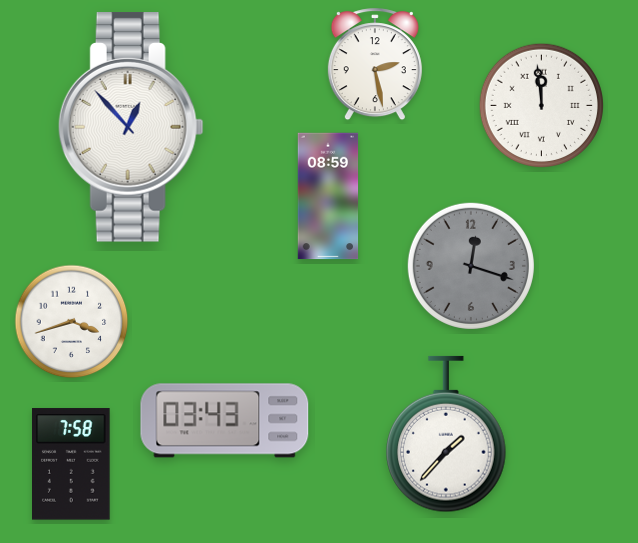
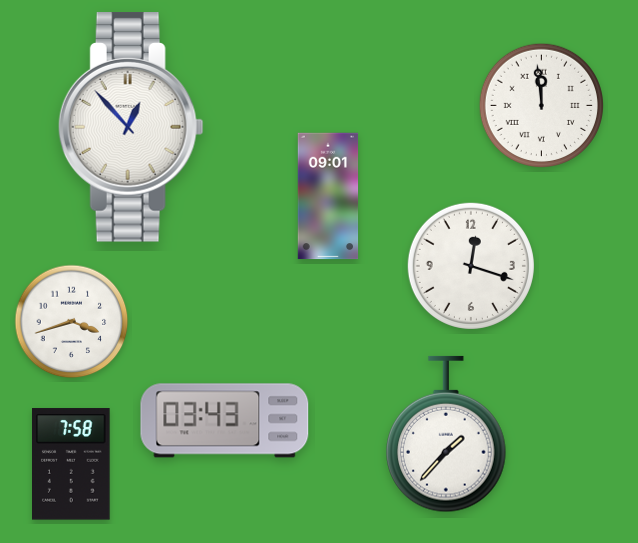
clock at (375, 65): 2:28 -> none
clock at (328, 196): 08:59 -> 09:01
clock at (471, 266) dial: grey -> white
